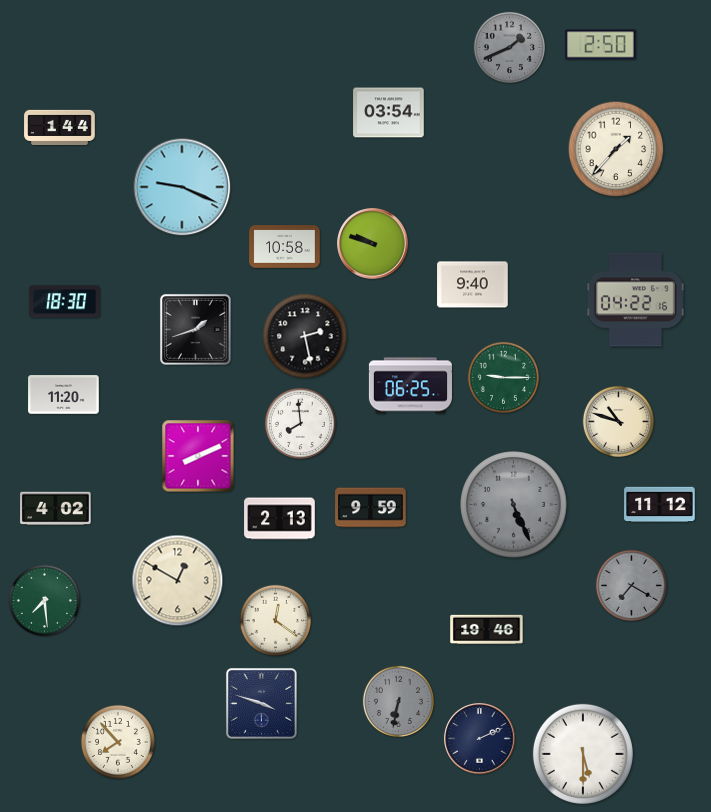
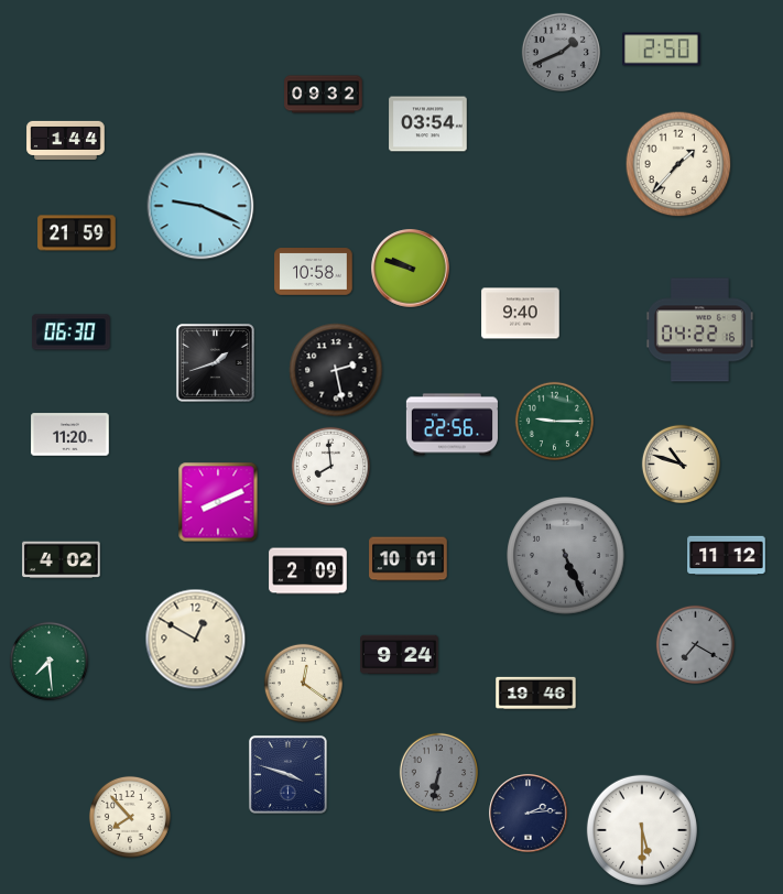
clock at (324, 95): none -> 09:32
clock at (77, 233): none -> 21:59
clock at (65, 302): 18:30 -> 06:30
clock at (503, 377) position: (503, 377) -> (554, 421)
clock at (410, 386): 06:25 -> 22:56
clock at (371, 508): 9:59 -> 10:01
clock at (280, 519): 2:13 -> 2:09
clock at (400, 655): none -> 9:24
clock at (480, 739): 2:11 -> 2:14
